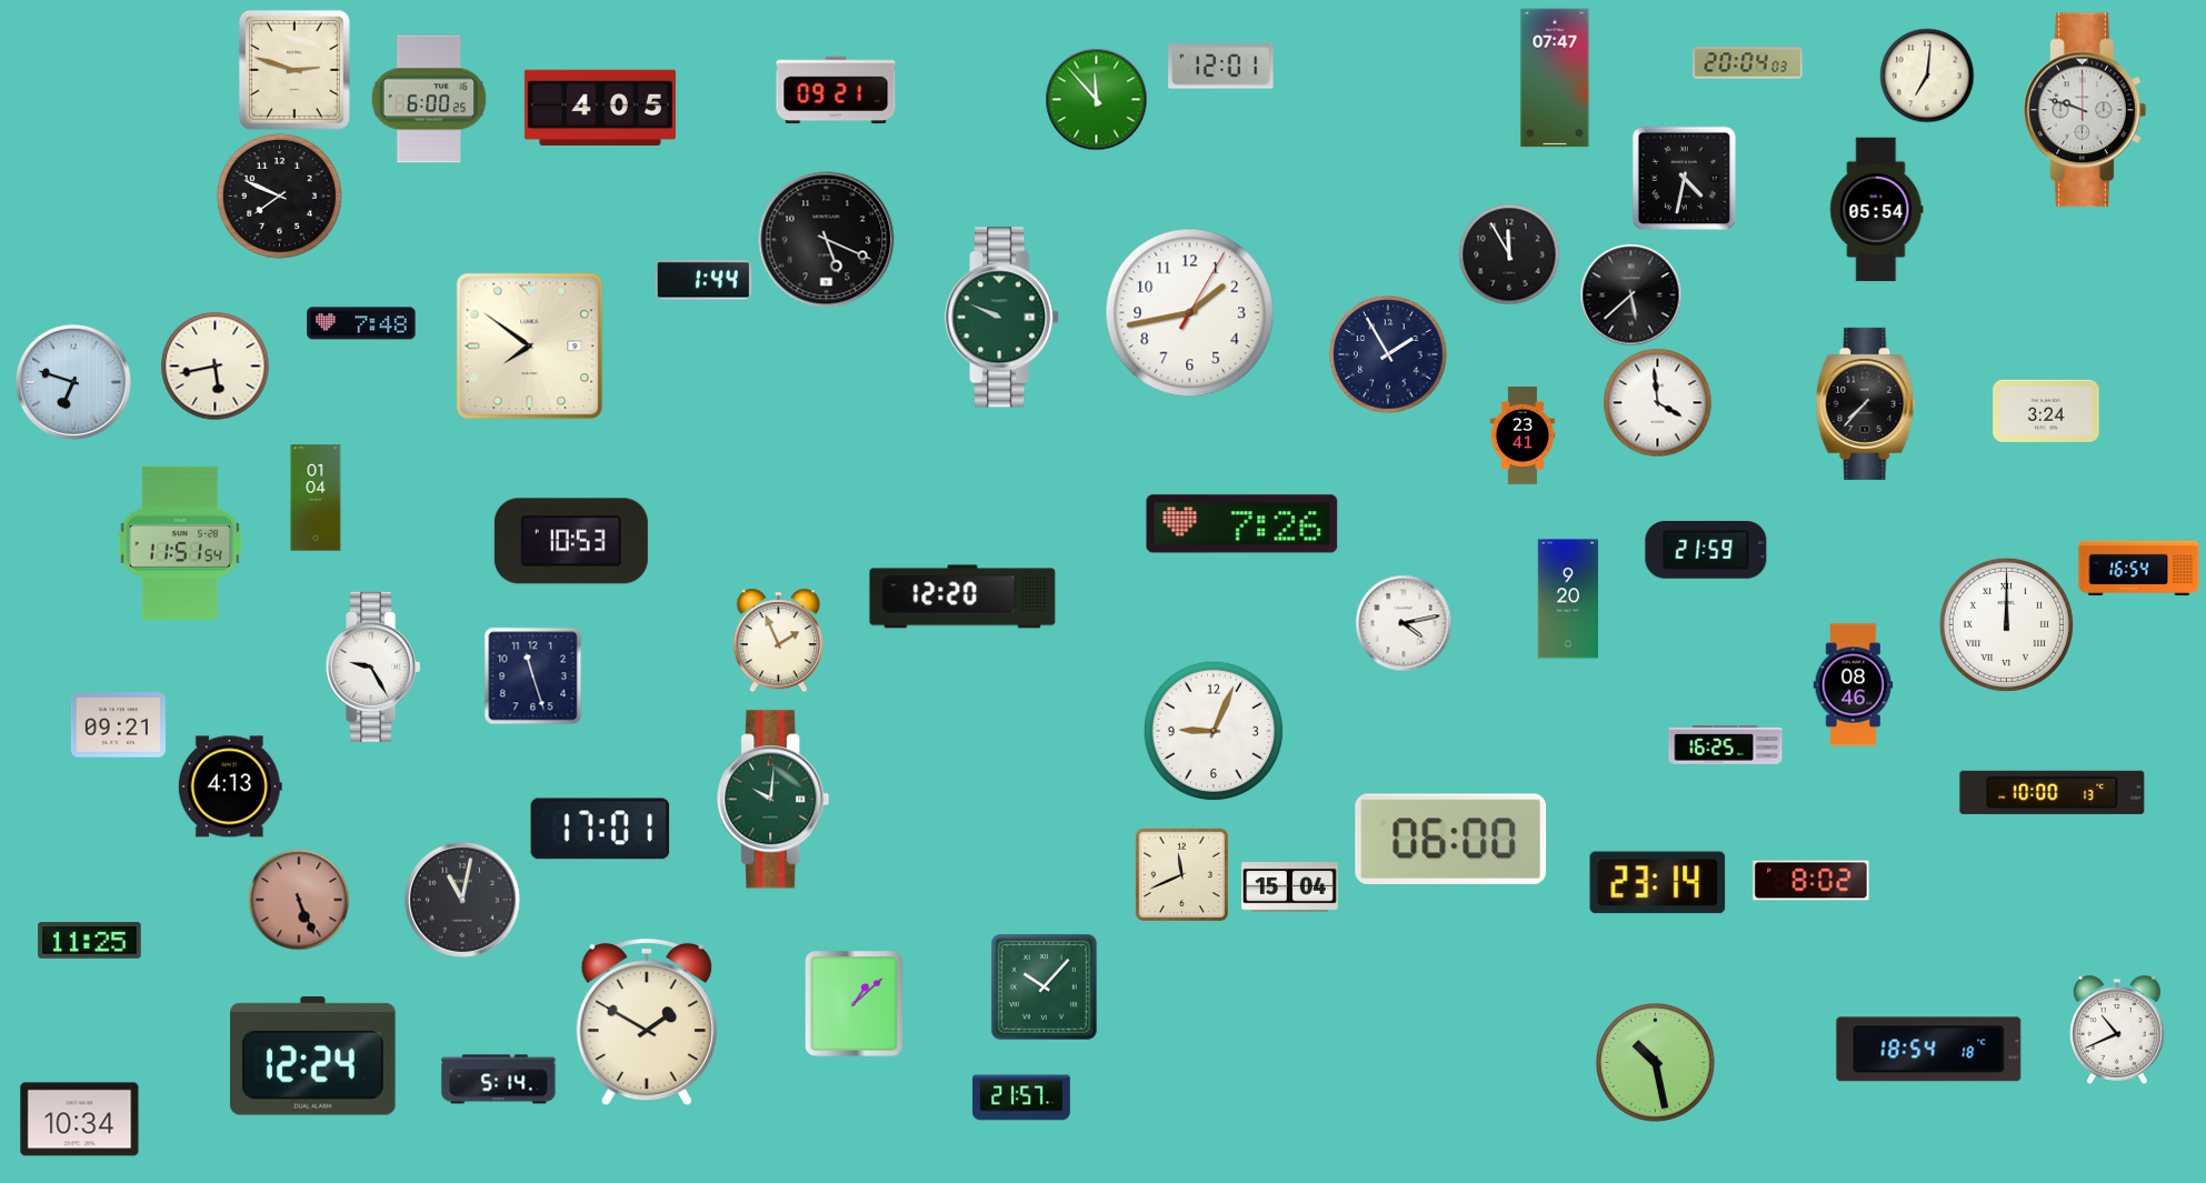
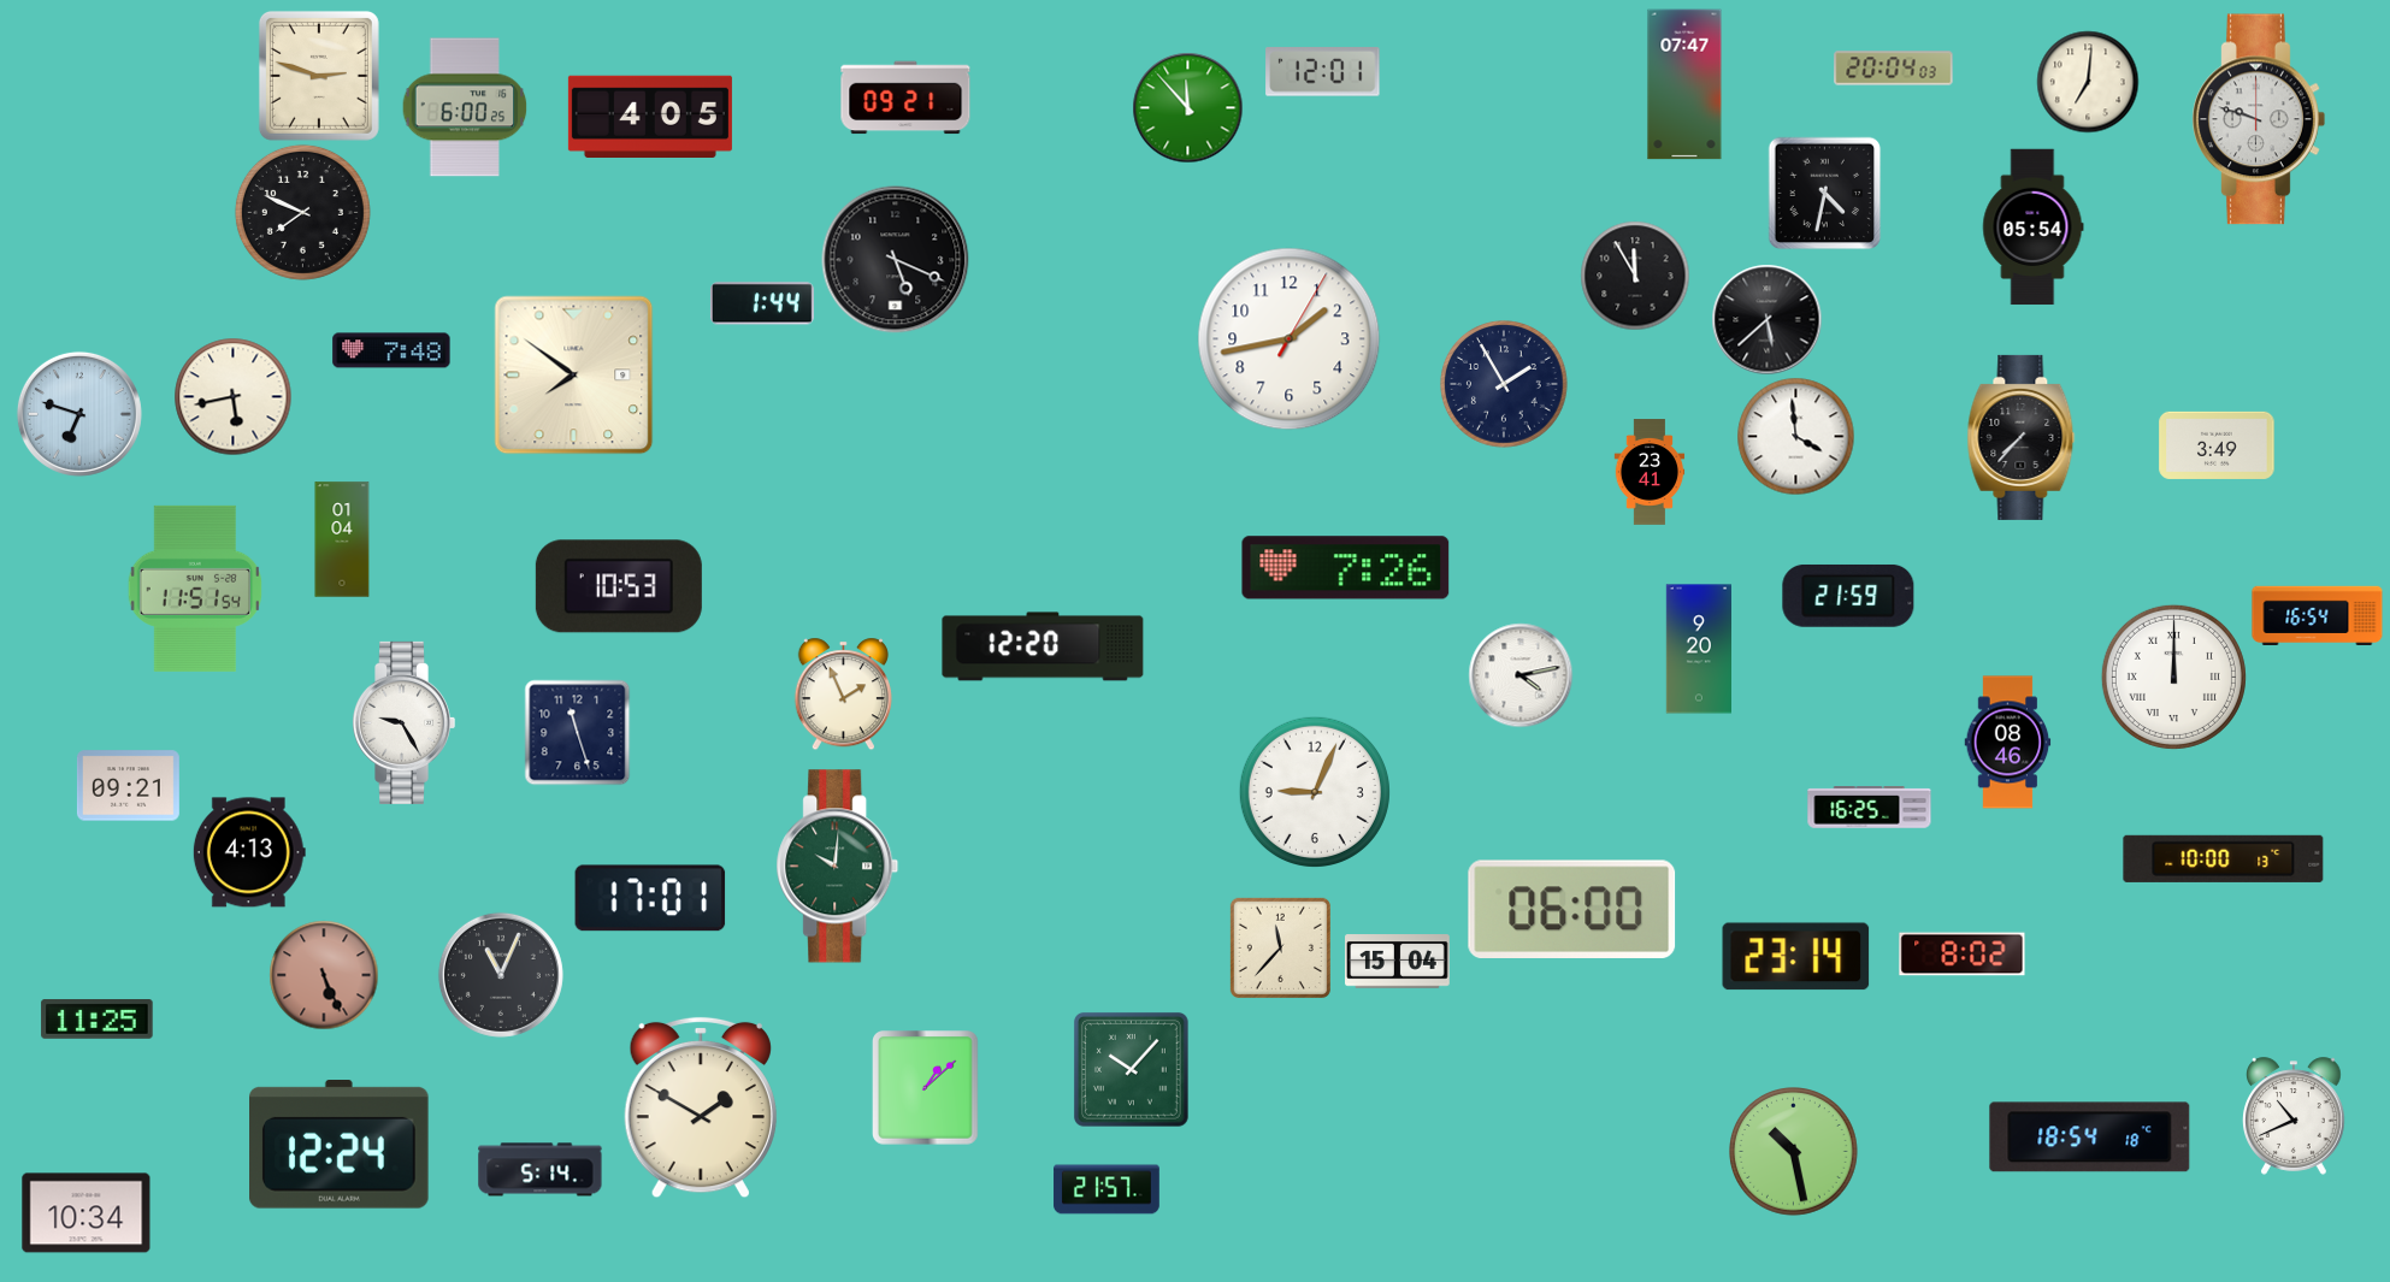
clock at (1002, 318): 9:49 -> none
clock at (2046, 411): 3:24 -> 3:49
clock at (1181, 874): 11:41 -> 11:37
clock at (462, 900): 11:02 -> 11:04
